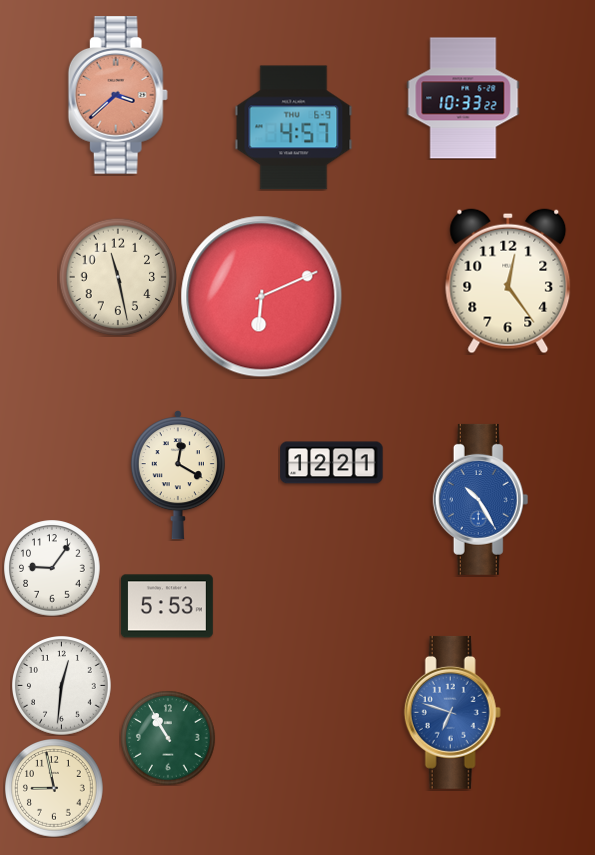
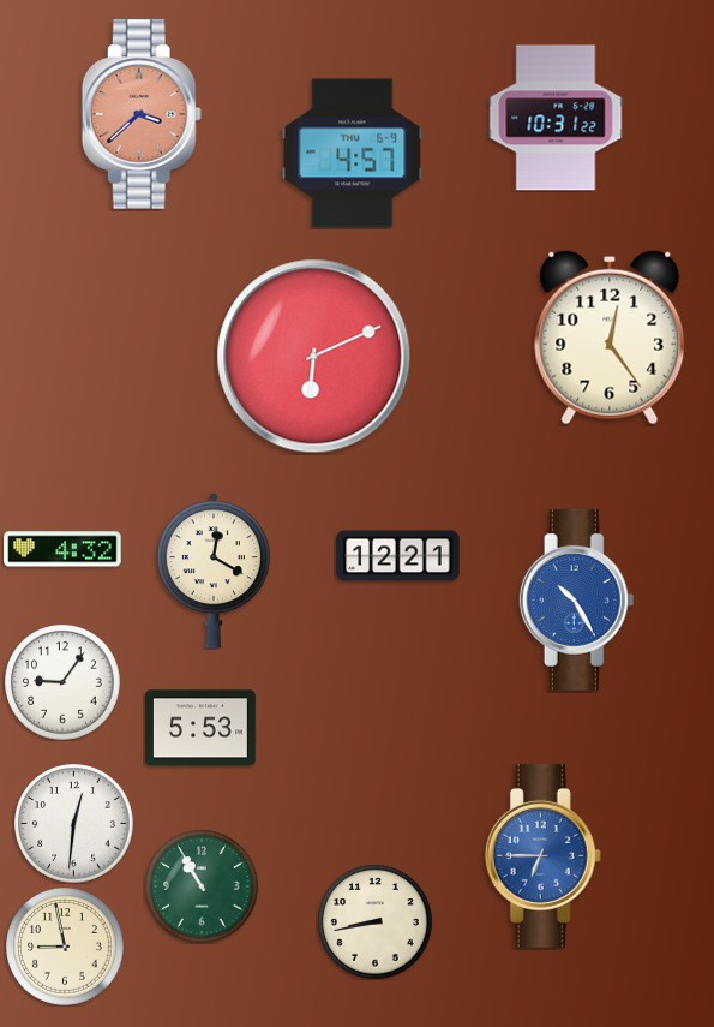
clock at (463, 98): 10:33 -> 10:31
clock at (118, 277): 11:28 -> none
clock at (62, 549): none -> 4:32
clock at (452, 712): 6:48 -> 6:45
clock at (374, 921): none -> 8:43
